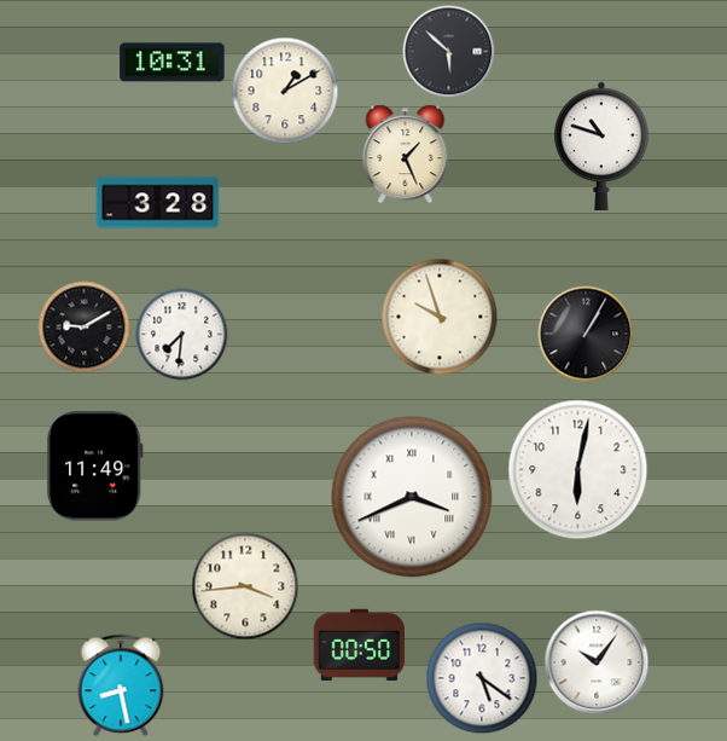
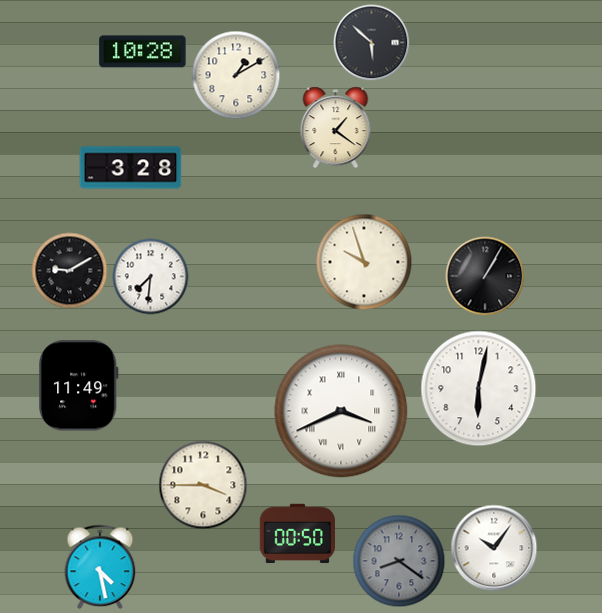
clock at (173, 63): 10:31 -> 10:28
clock at (601, 146): 10:48 -> none
clock at (406, 155): 1:26 -> 1:21
clock at (245, 586): 3:44 -> 3:45
clock at (482, 678): 5:21 -> 8:21
clock at (482, 678) dial: white -> grey
clock at (121, 685): 8:28 -> 4:28
